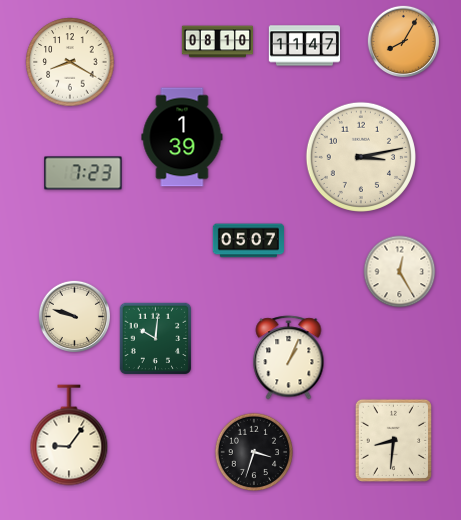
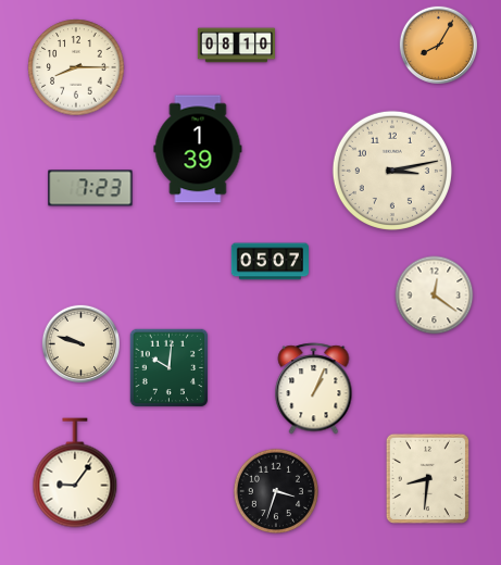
clock at (304, 46): 11:47 -> none
clock at (70, 62): 8:20 -> 8:15
clock at (400, 272): 12:25 -> 12:21
